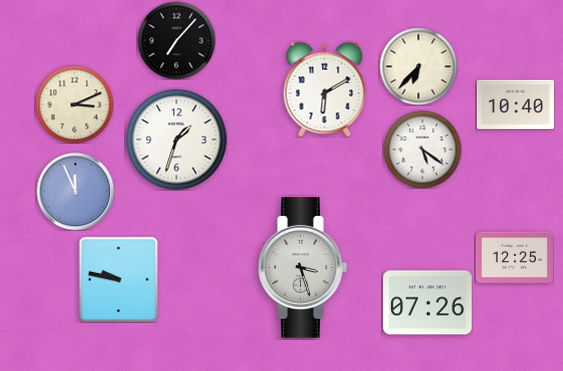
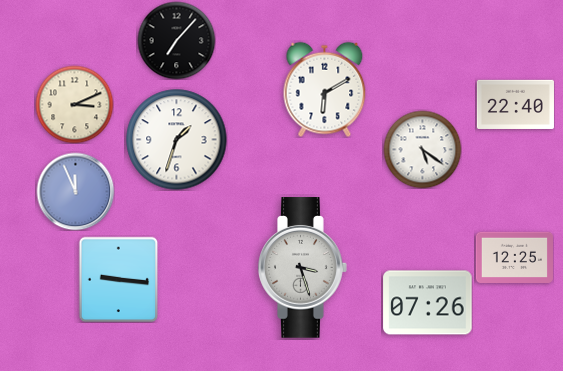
clock at (418, 66): 6:37 -> none
clock at (515, 104): 10:40 -> 22:40
clock at (119, 279): 9:47 -> 9:16
